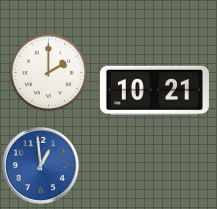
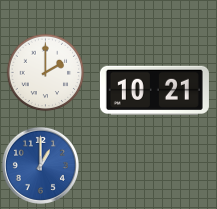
clock at (48, 72) position: (48, 72) -> (45, 72)
clock at (40, 165): 12:59 -> 1:00
